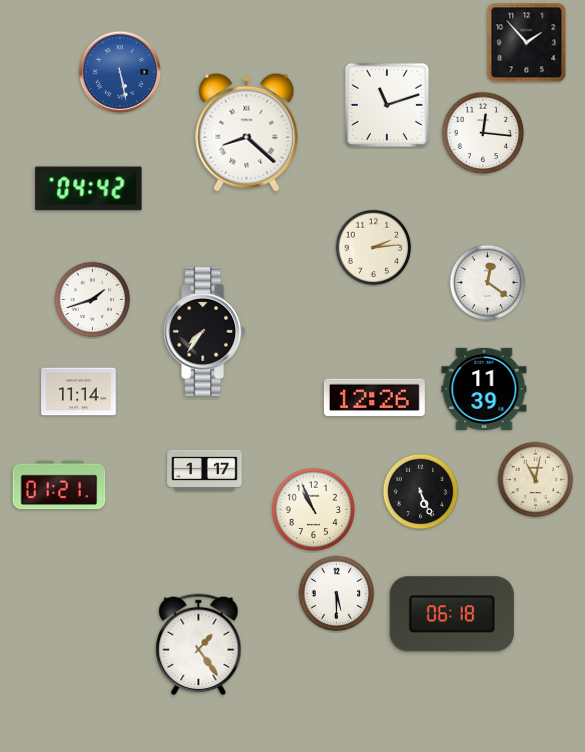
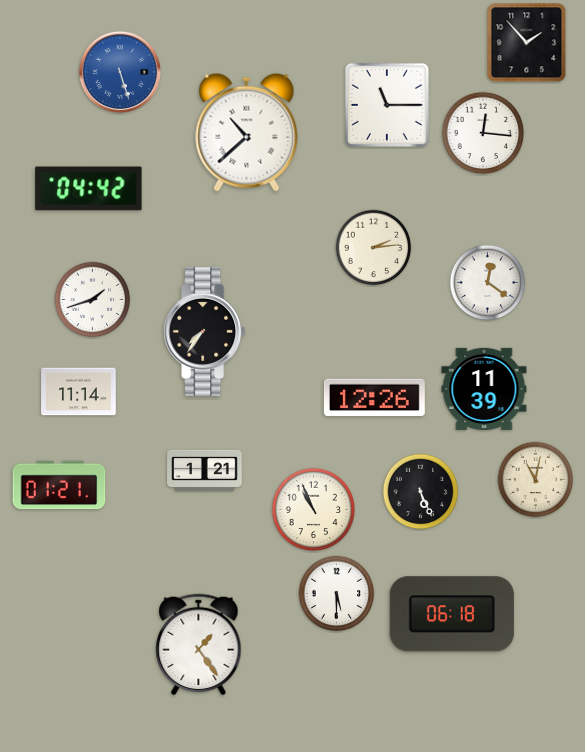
clock at (120, 72): 5:28 -> 5:27
clock at (387, 105): 11:12 -> 11:15
clock at (247, 132): 8:22 -> 10:38
clock at (205, 470): 1:17 -> 1:21
